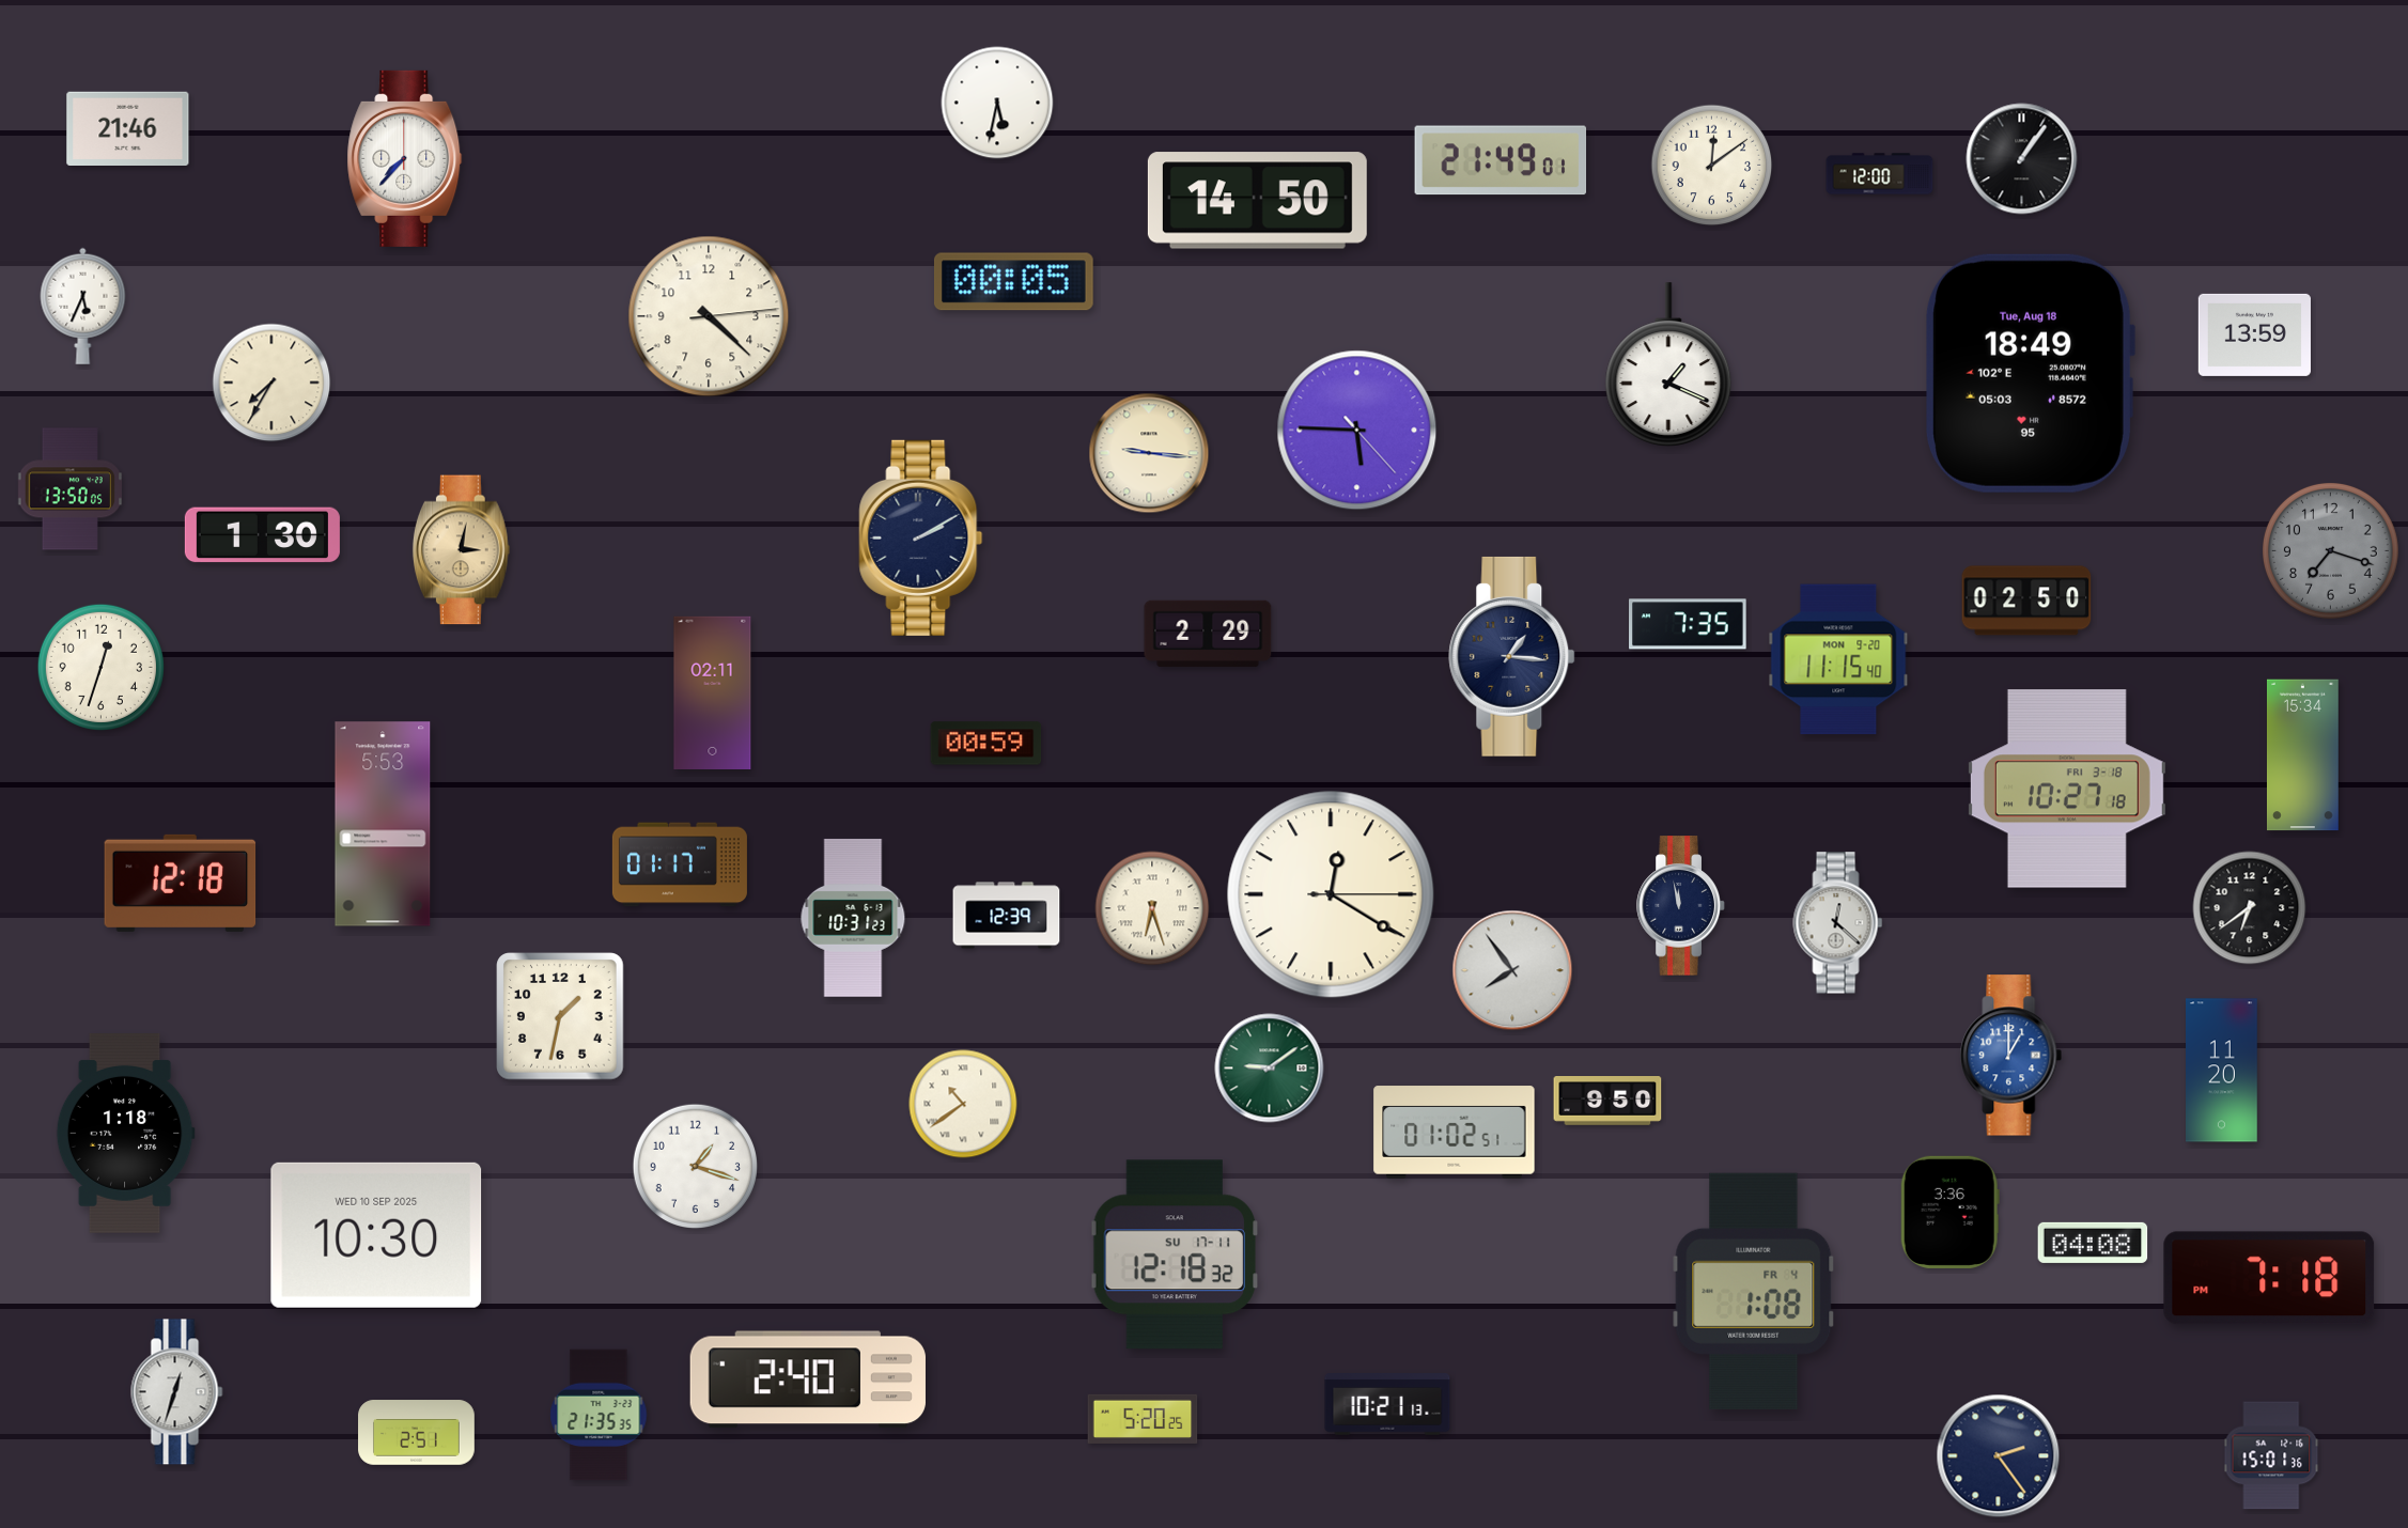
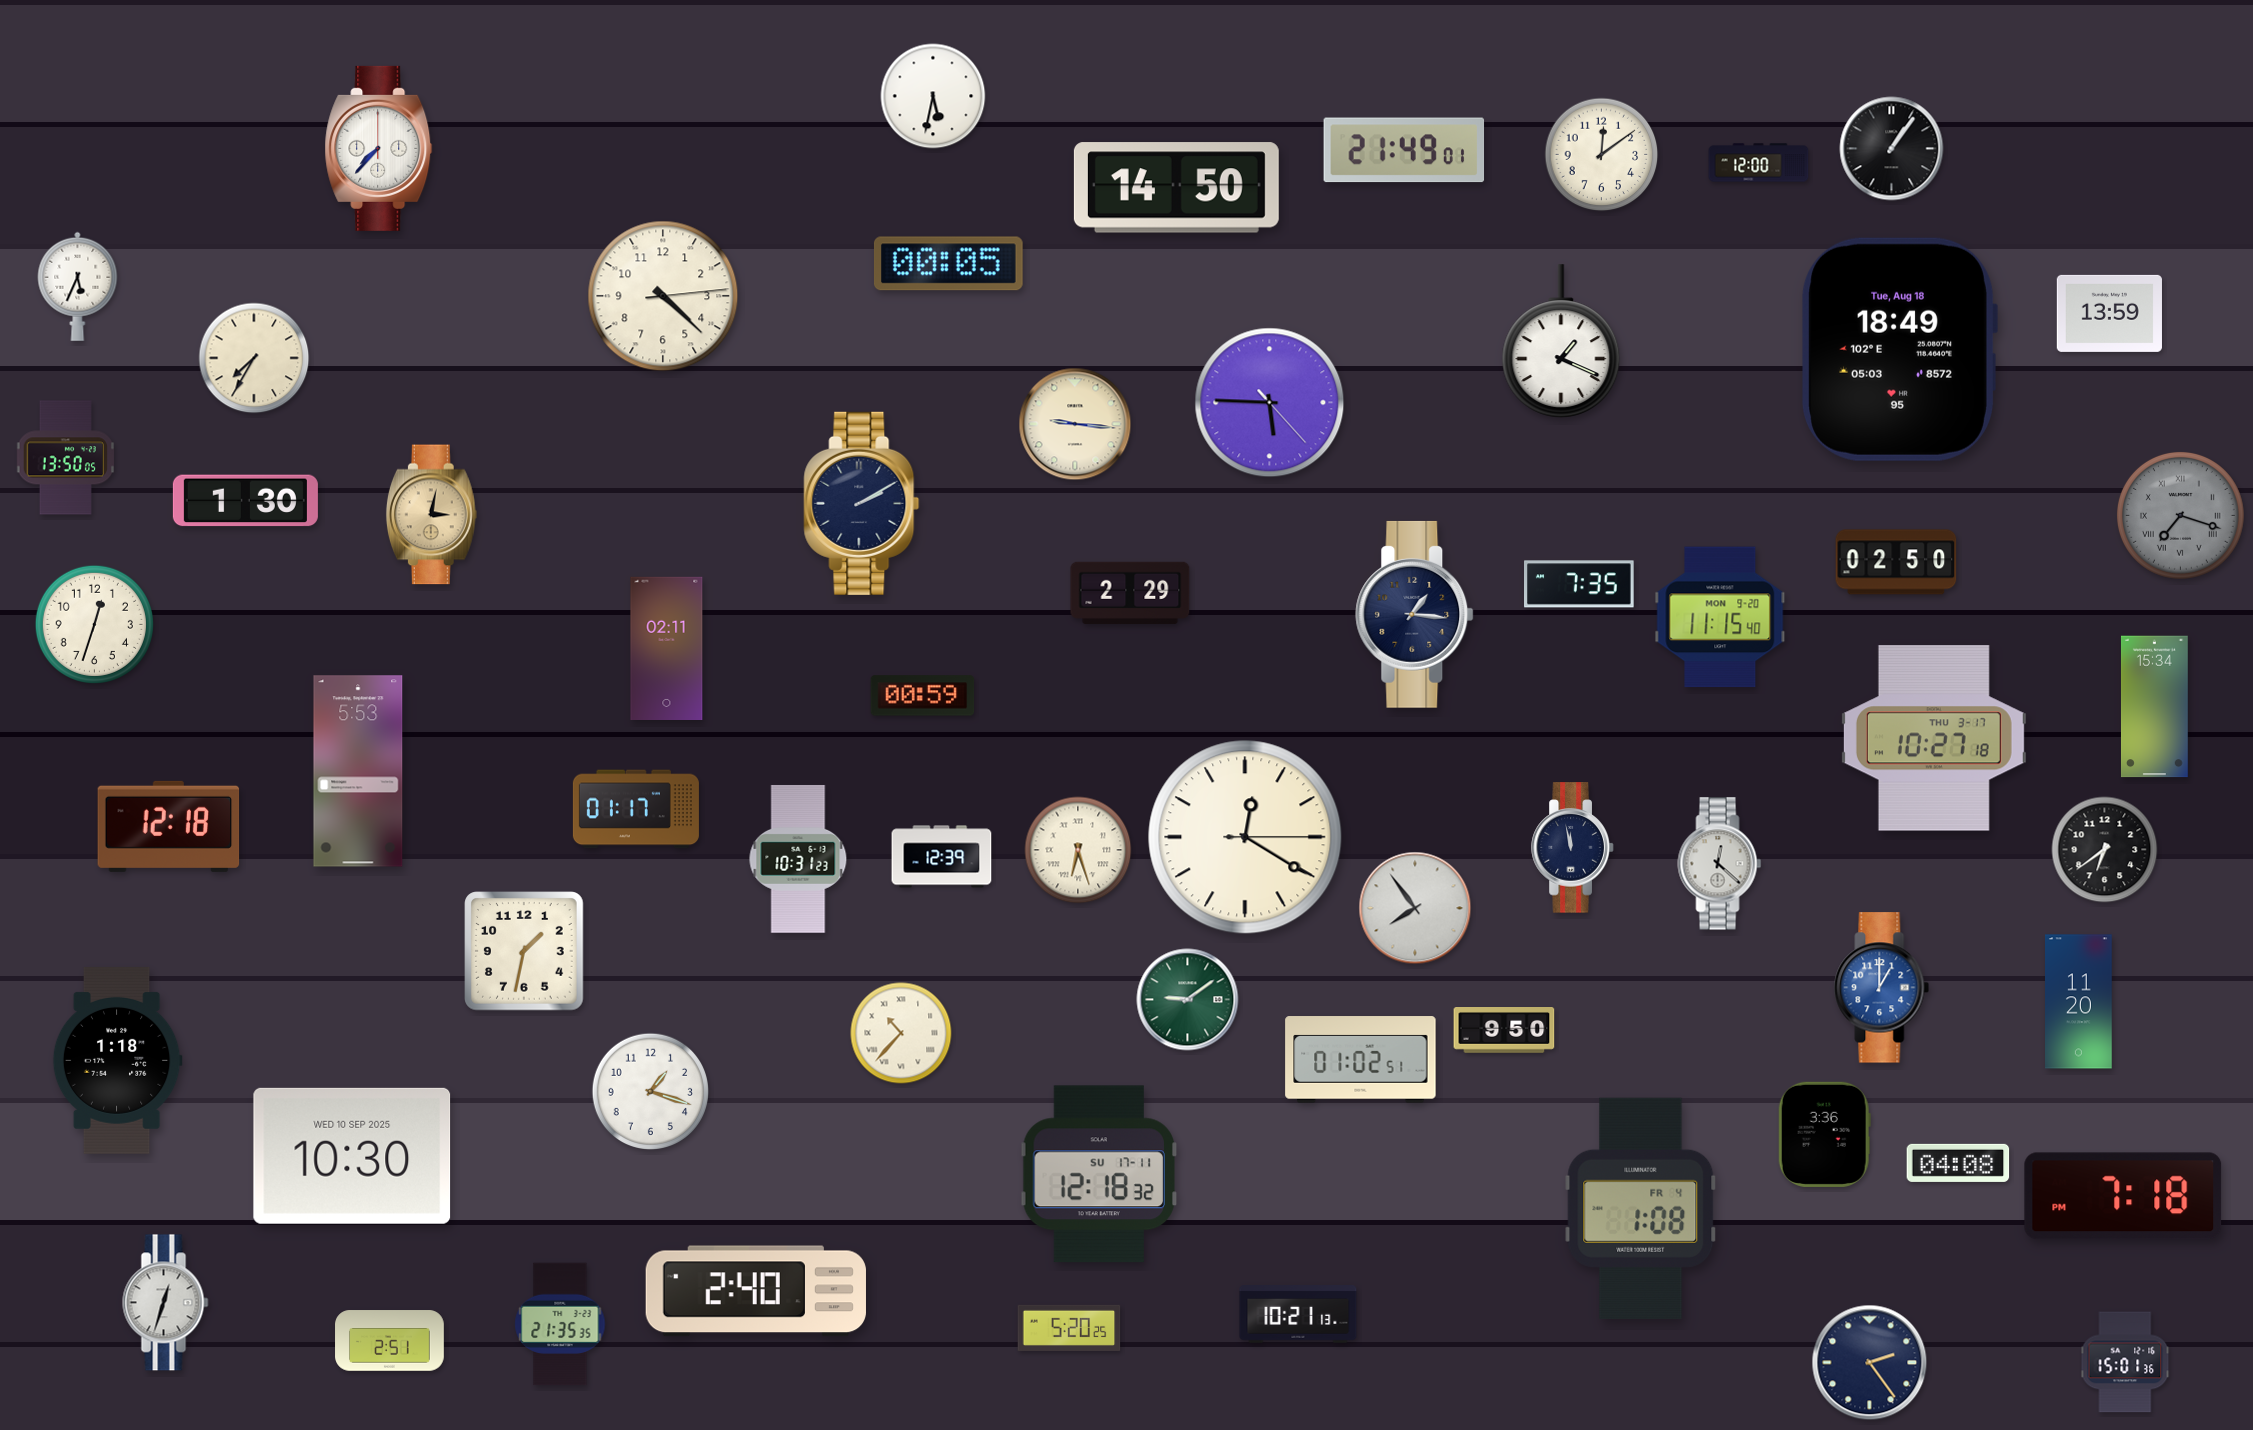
clock at (128, 128): 21:46 -> none
clock at (2330, 550) numerals: Arabic -> Roman
clock at (2067, 789) date: FRI 3-18 -> THU 3-17
clock at (963, 1104): 10:39 -> 10:37
